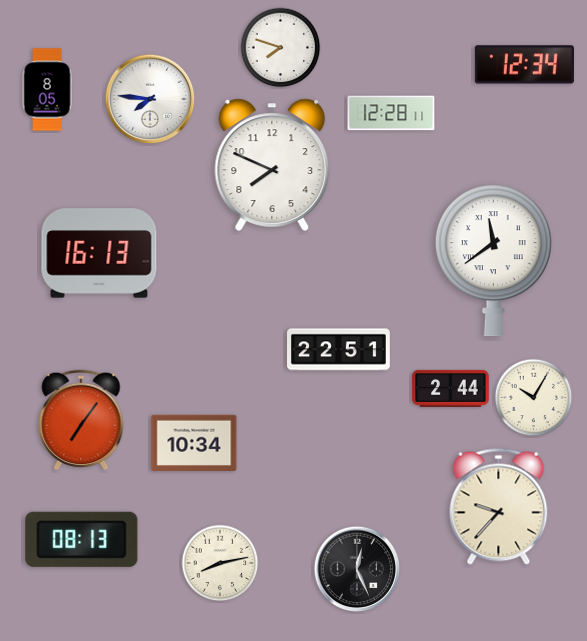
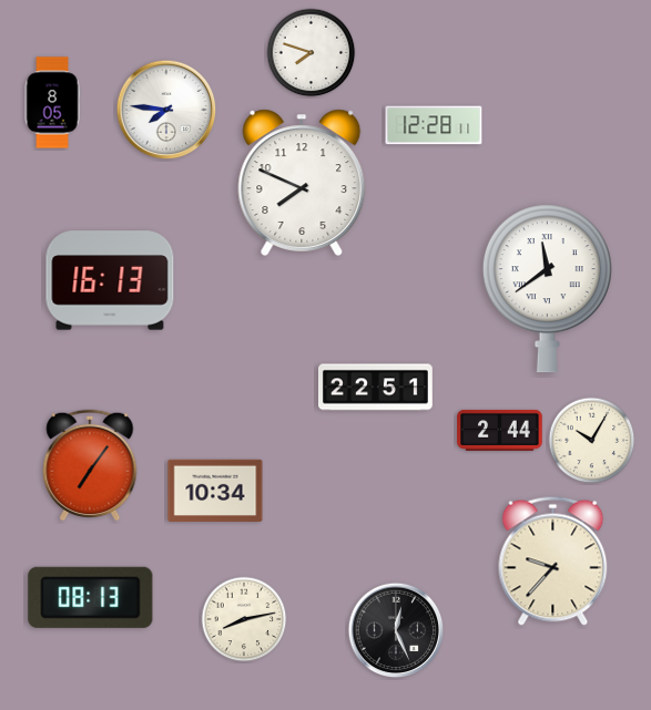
clock at (524, 65): 12:34 -> none
clock at (47, 90) position: (47, 90) -> (52, 103)
clock at (220, 563) position: (220, 563) -> (244, 619)
